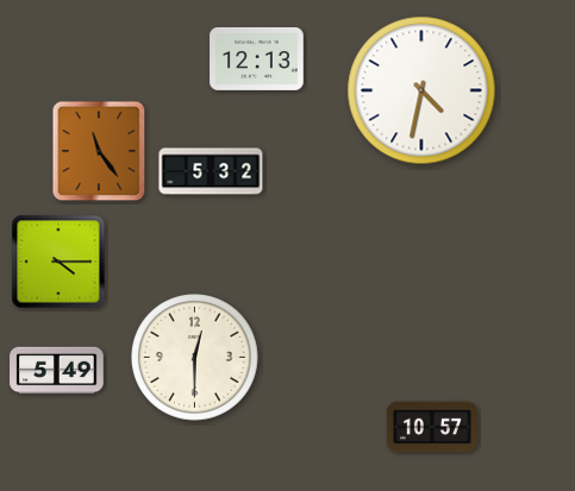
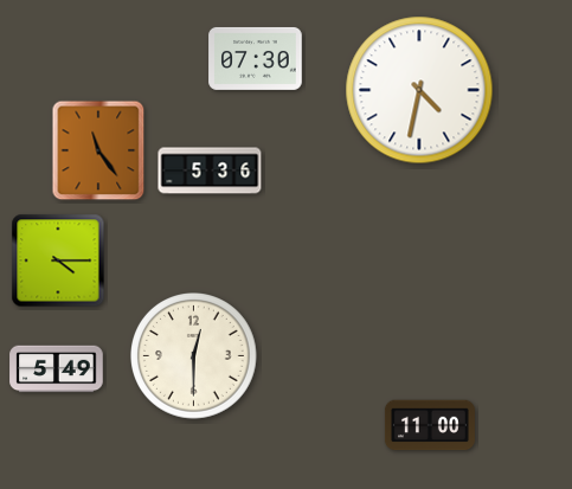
clock at (257, 58): 12:13 -> 07:30
clock at (211, 171): 5:32 -> 5:36
clock at (432, 427): 10:57 -> 11:00
